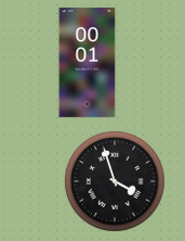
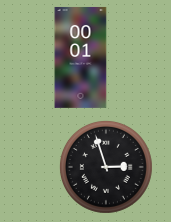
clock at (115, 181): 3:57 -> 2:57
